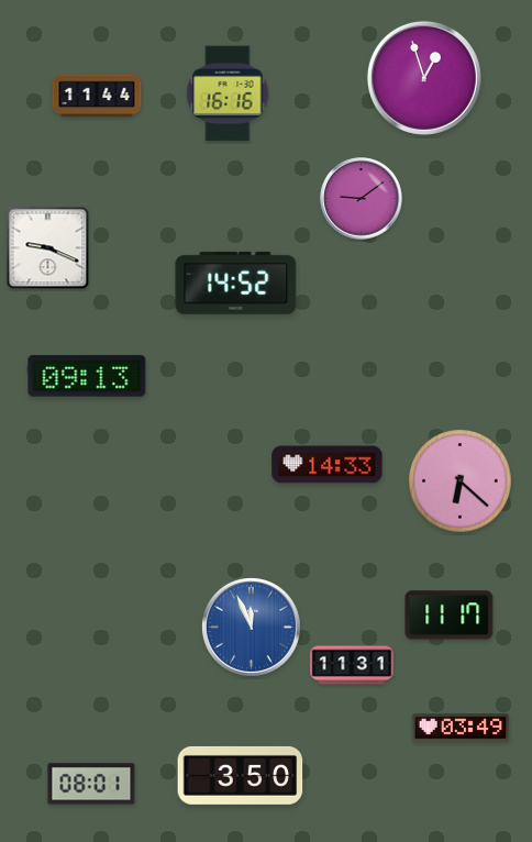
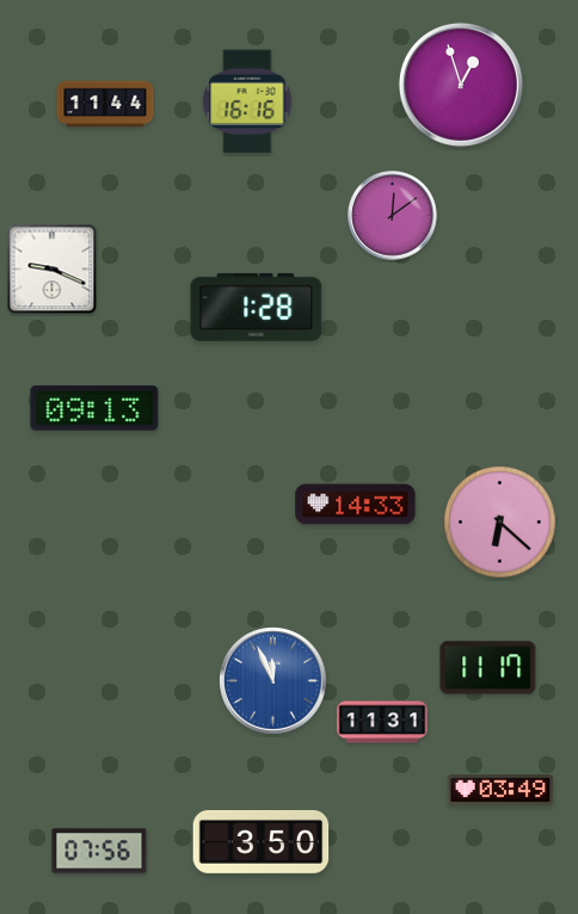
clock at (362, 199): 9:09 -> 12:09
clock at (236, 282): 14:52 -> 1:28
clock at (91, 784): 08:01 -> 07:56
